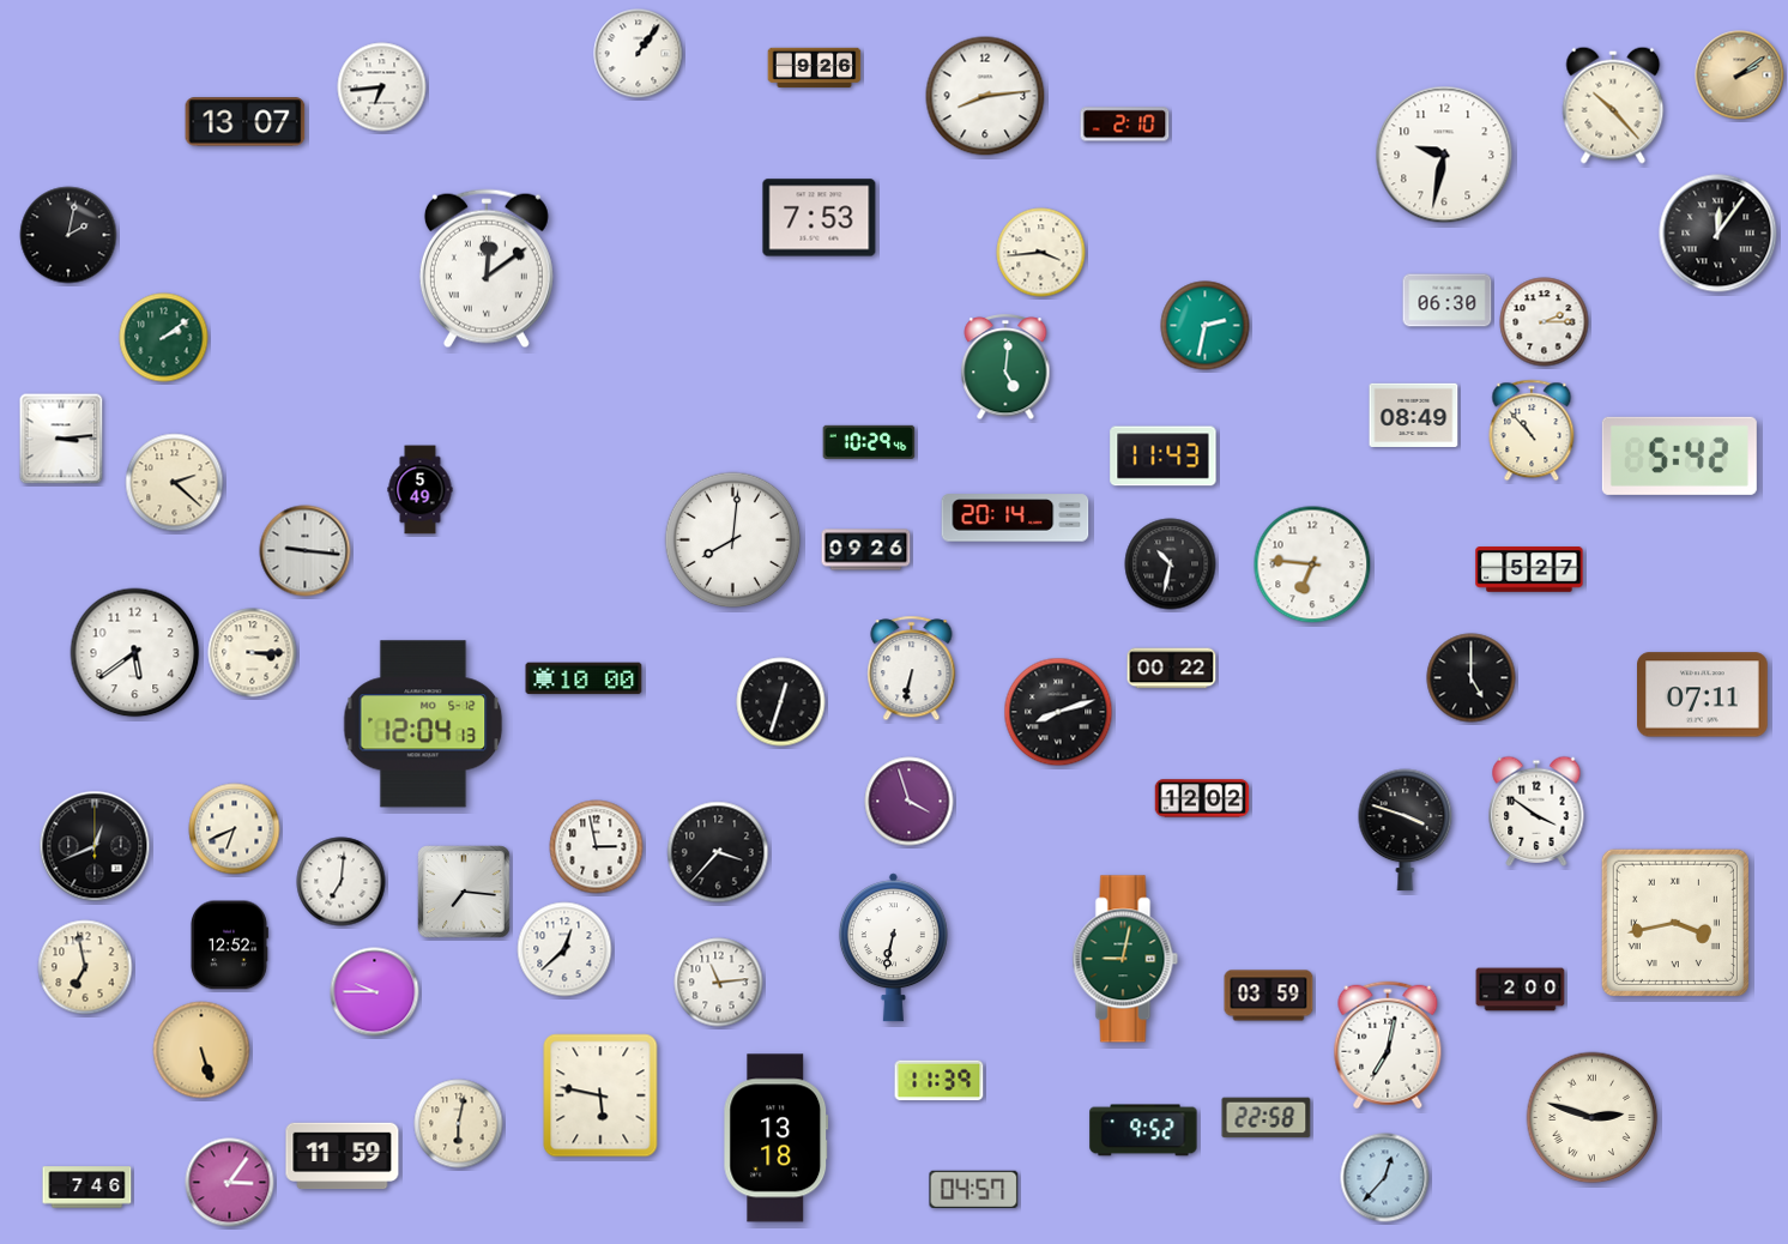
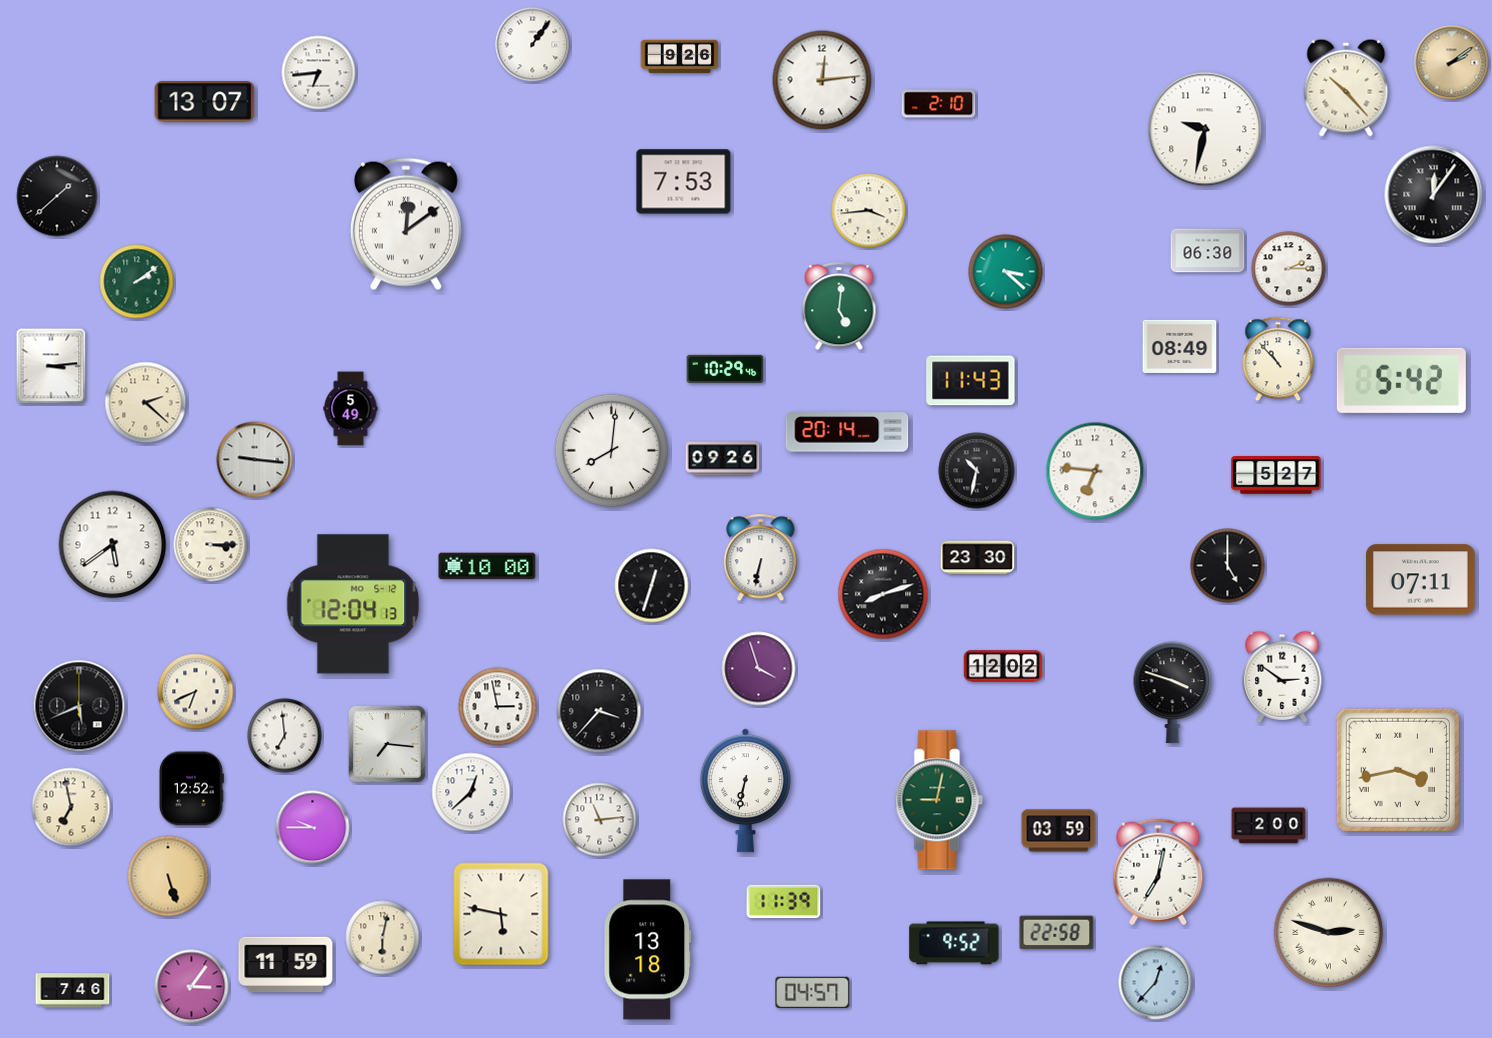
clock at (985, 96): 8:14 -> 12:14
clock at (68, 235): 2:02 -> 1:38
clock at (1206, 326): 2:32 -> 3:22
clock at (1172, 669): 00:22 -> 23:30
clock at (1536, 811): 3:51 -> 2:51
clock at (95, 846): 12:41 -> 5:41
clock at (342, 882): 7:01 -> 6:59
